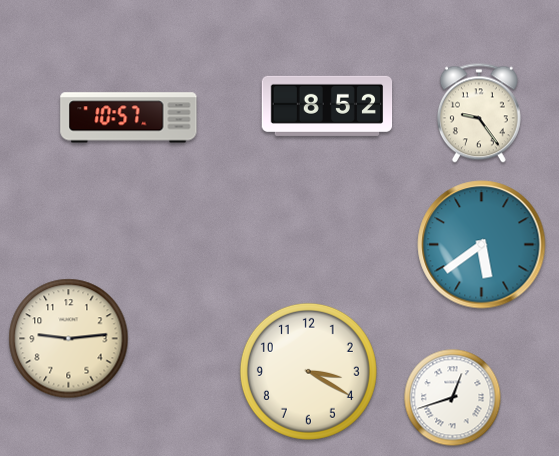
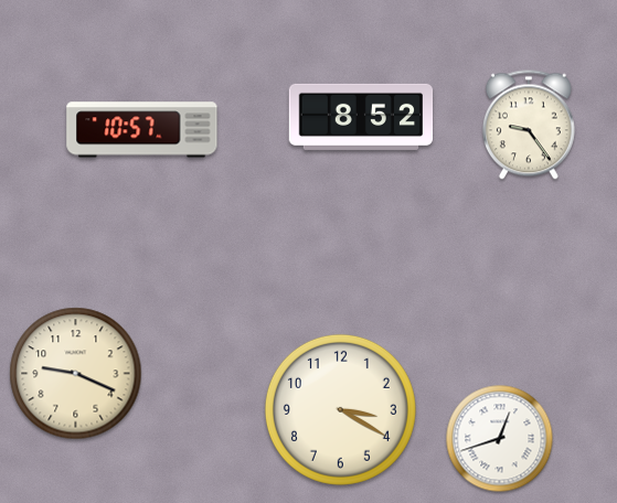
clock at (482, 245): 5:39 -> none
clock at (69, 339): 9:14 -> 9:19
